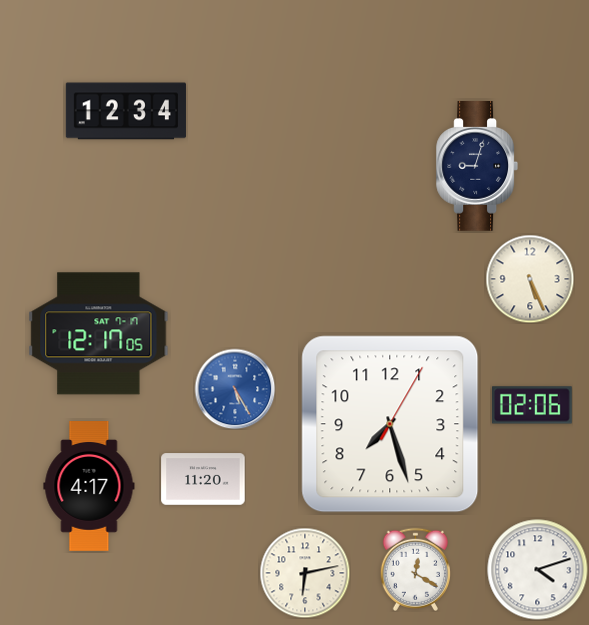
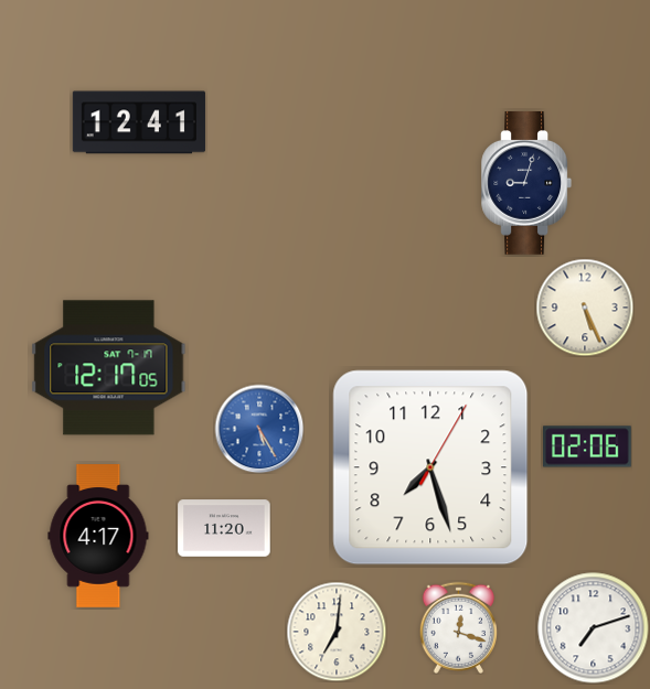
clock at (126, 111): 12:34 -> 12:41
clock at (415, 569): 12:20 -> 12:18
clock at (538, 570): 4:12 -> 7:12
clock at (305, 573): 6:13 -> 7:01
